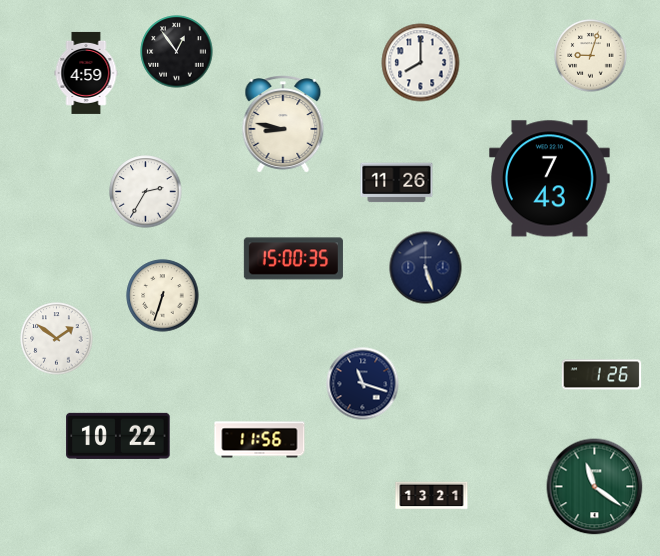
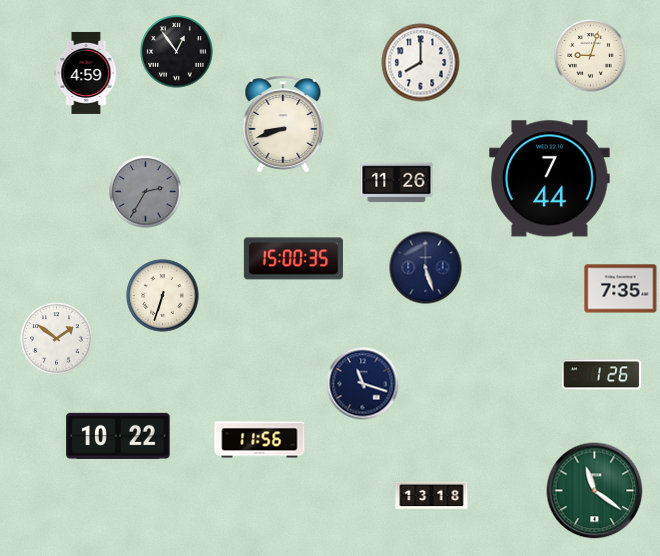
clock at (283, 124): 8:47 -> 8:42
clock at (550, 179): 7:43 -> 7:44
clock at (146, 192) dial: white -> grey
clock at (621, 289): none -> 7:35
clock at (595, 487) position: (595, 487) -> (595, 491)
clock at (432, 496): 13:21 -> 13:18
